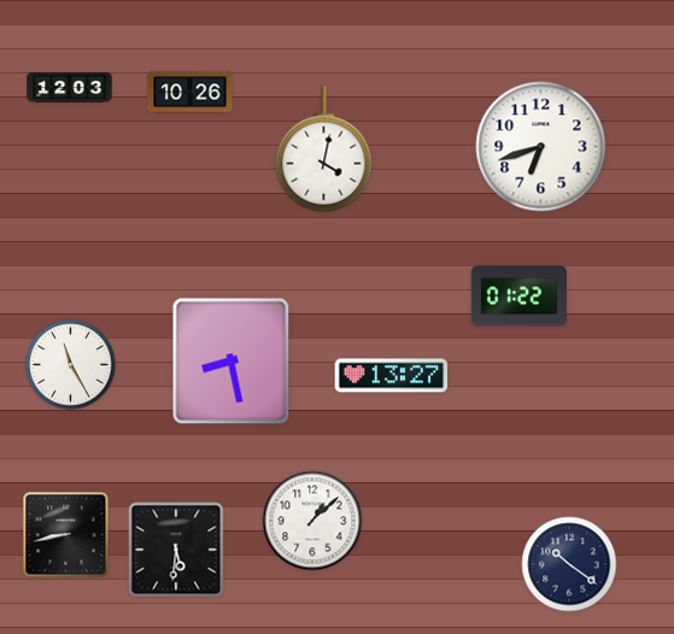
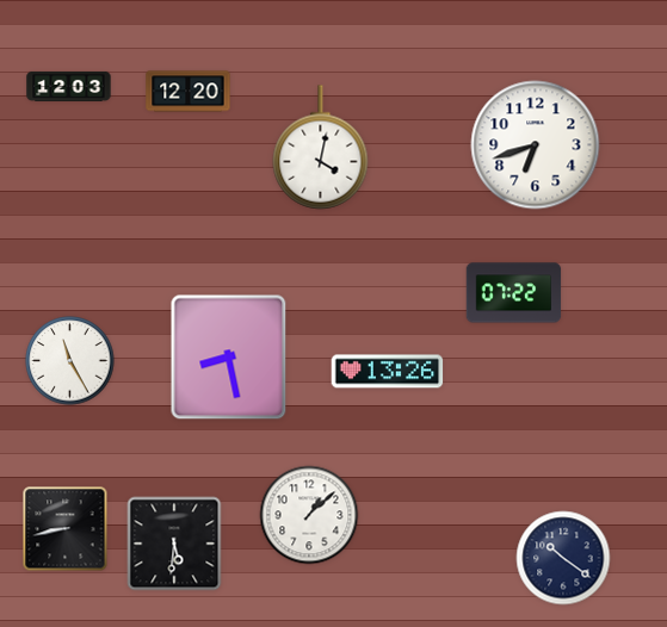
clock at (191, 93): 10:26 -> 12:20
clock at (520, 297): 01:22 -> 07:22
clock at (392, 376): 13:27 -> 13:26
